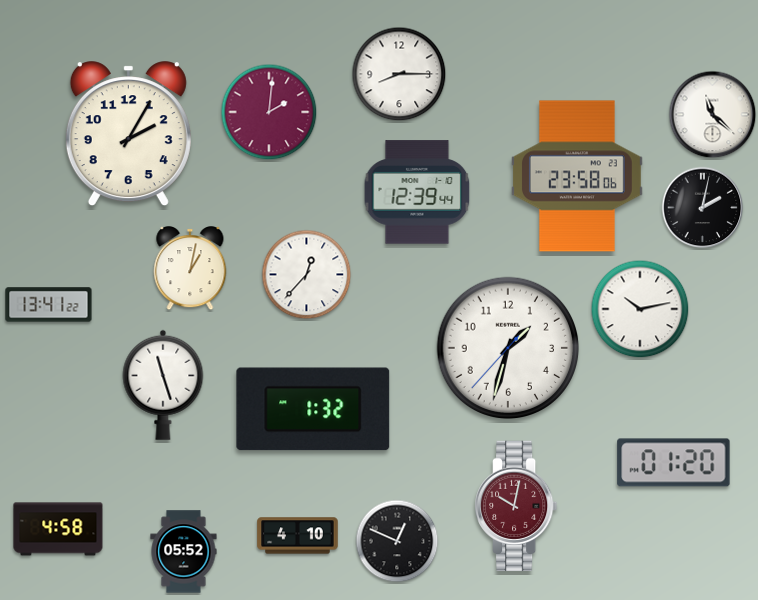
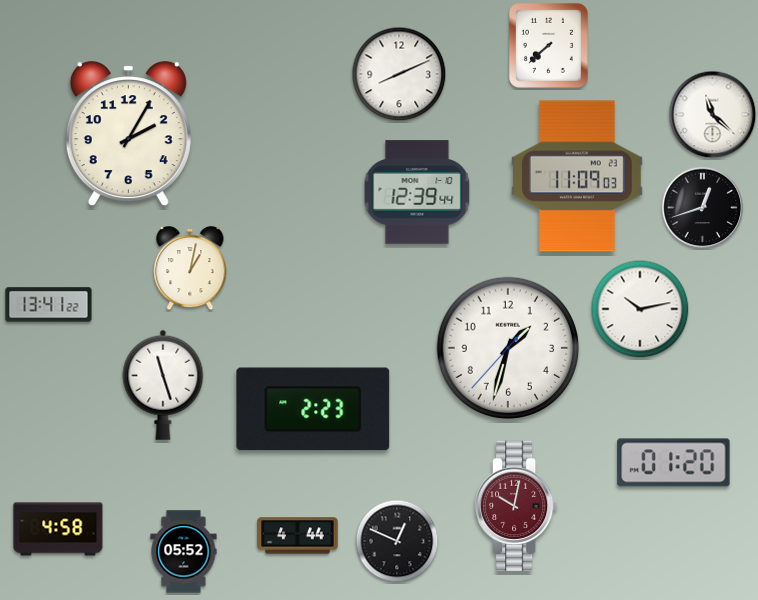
clock at (548, 45): none -> 7:38
clock at (399, 74): 8:15 -> 8:11
clock at (269, 112): 2:01 -> none
clock at (577, 176): 23:58 -> 11:09
clock at (703, 208): 2:02 -> 12:42
clock at (307, 275): 12:37 -> none
clock at (313, 409): 1:32 -> 2:23
clock at (298, 536): 4:10 -> 4:44
